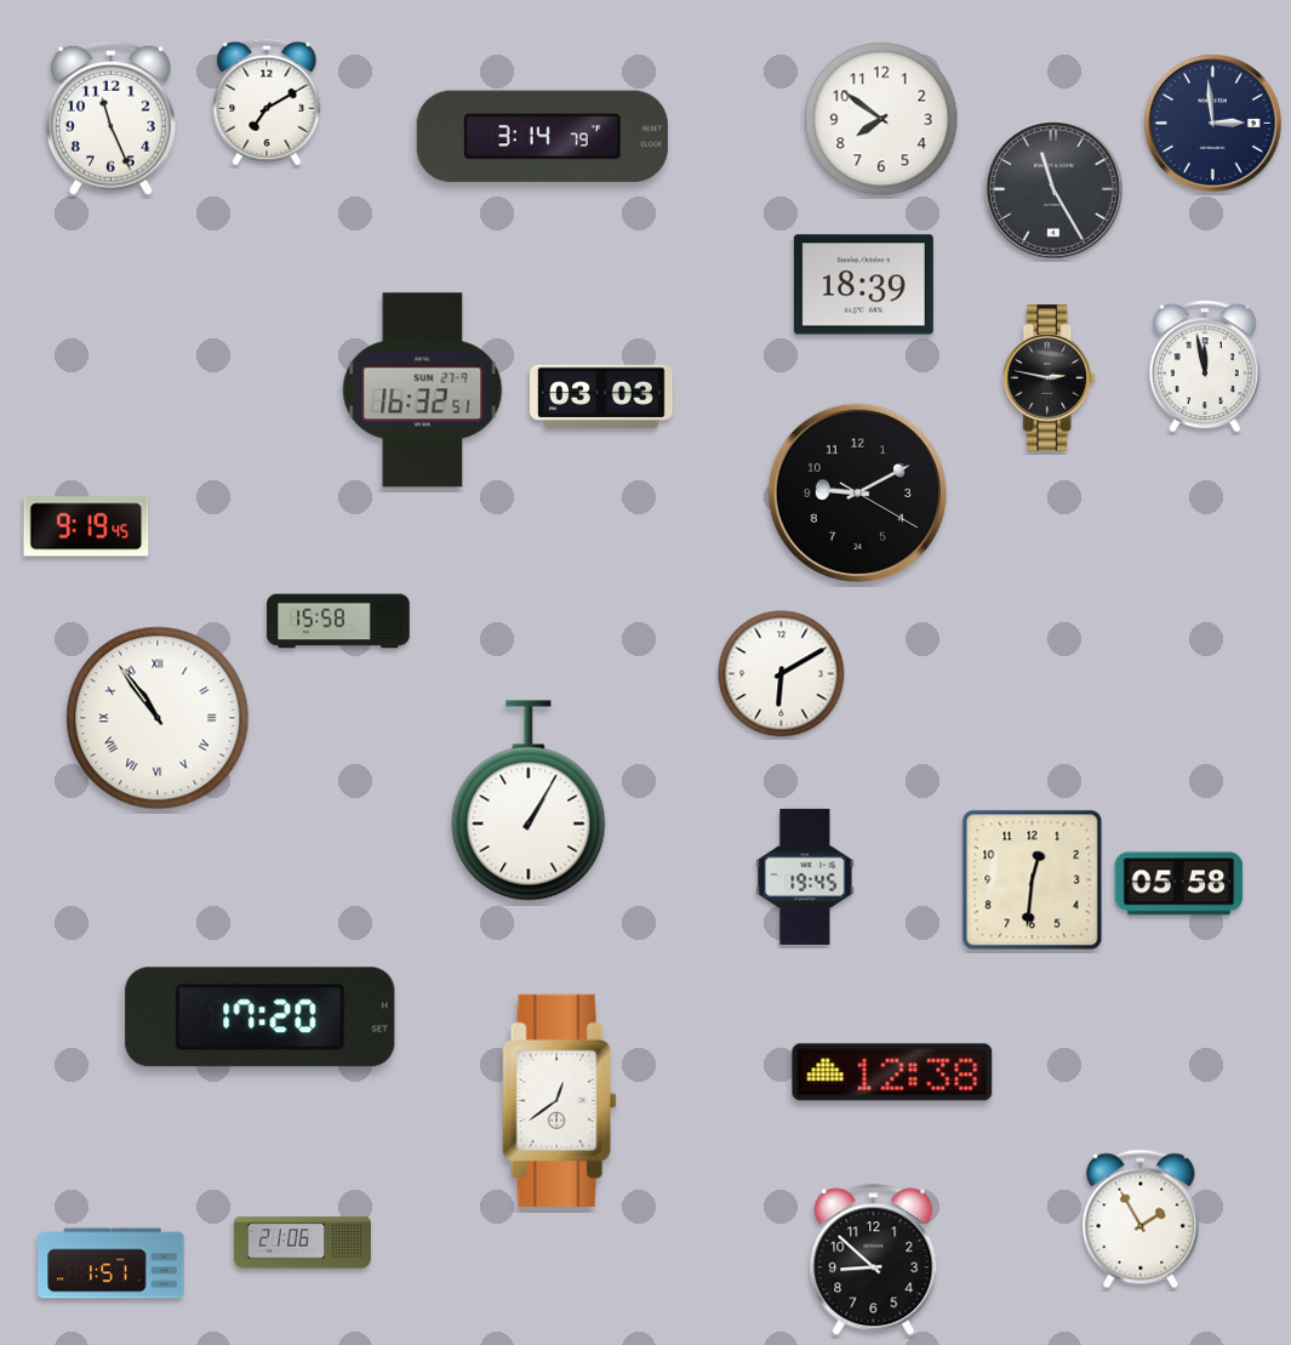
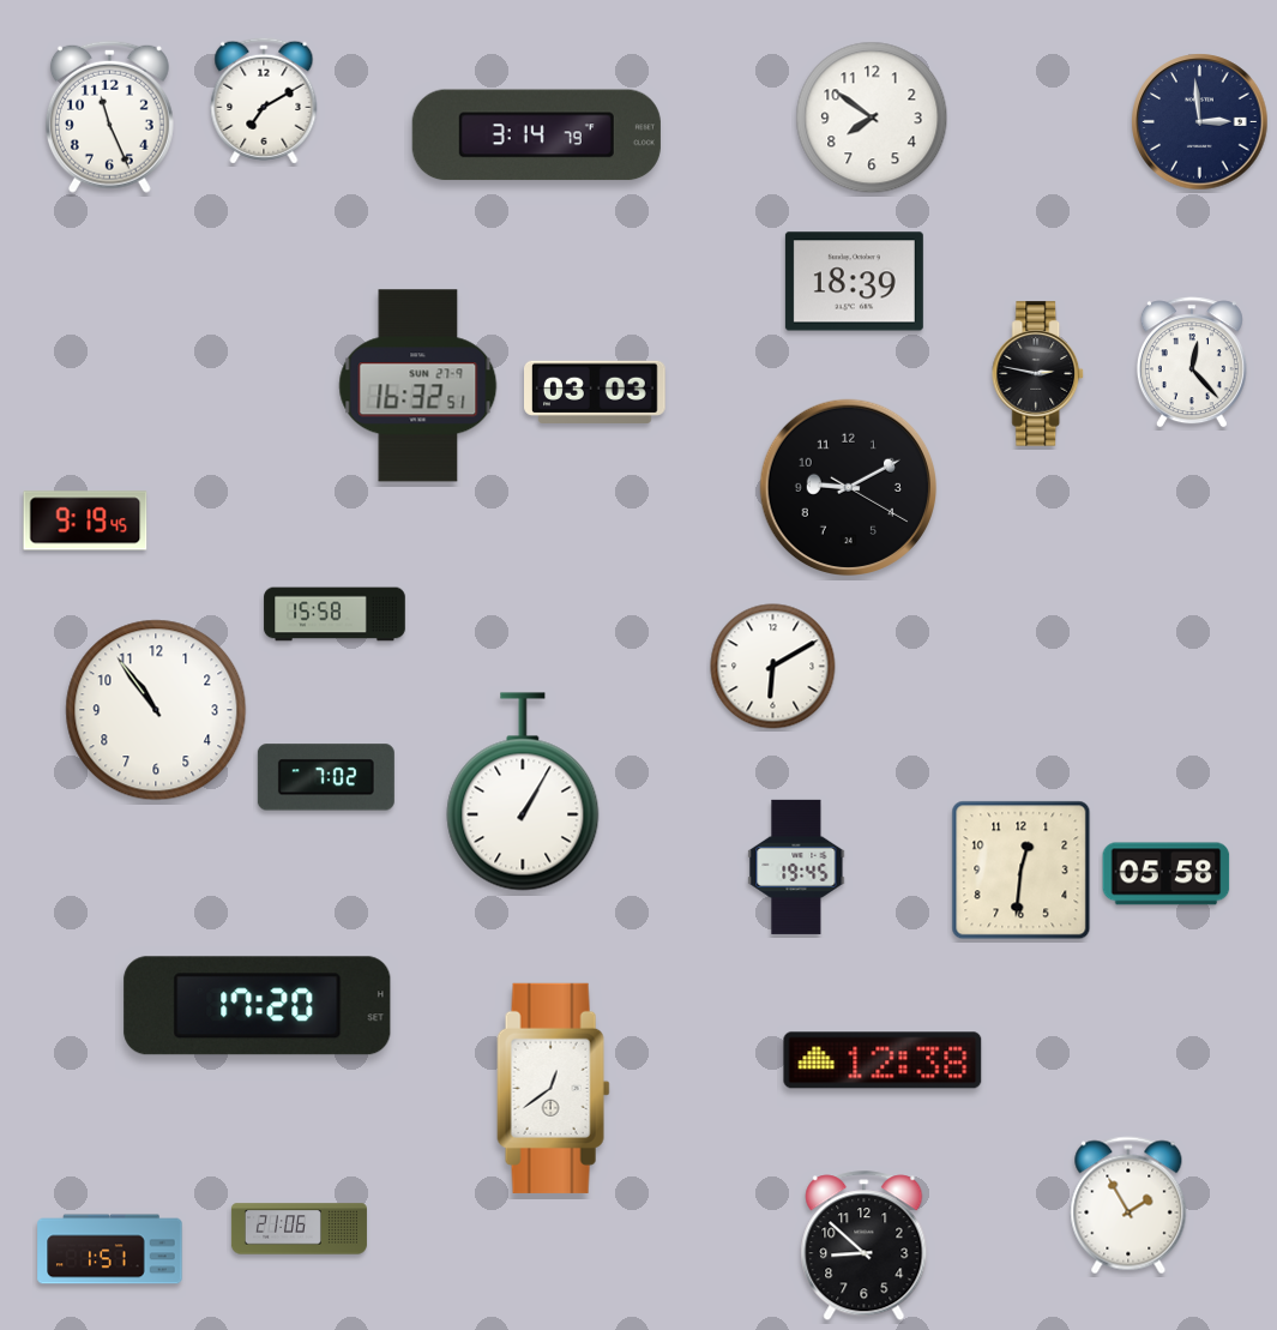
clock at (1053, 189): 11:25 -> none
clock at (1205, 366): 11:58 -> 12:23
clock at (158, 718) numerals: Roman -> Arabic
clock at (326, 777): none -> 7:02
